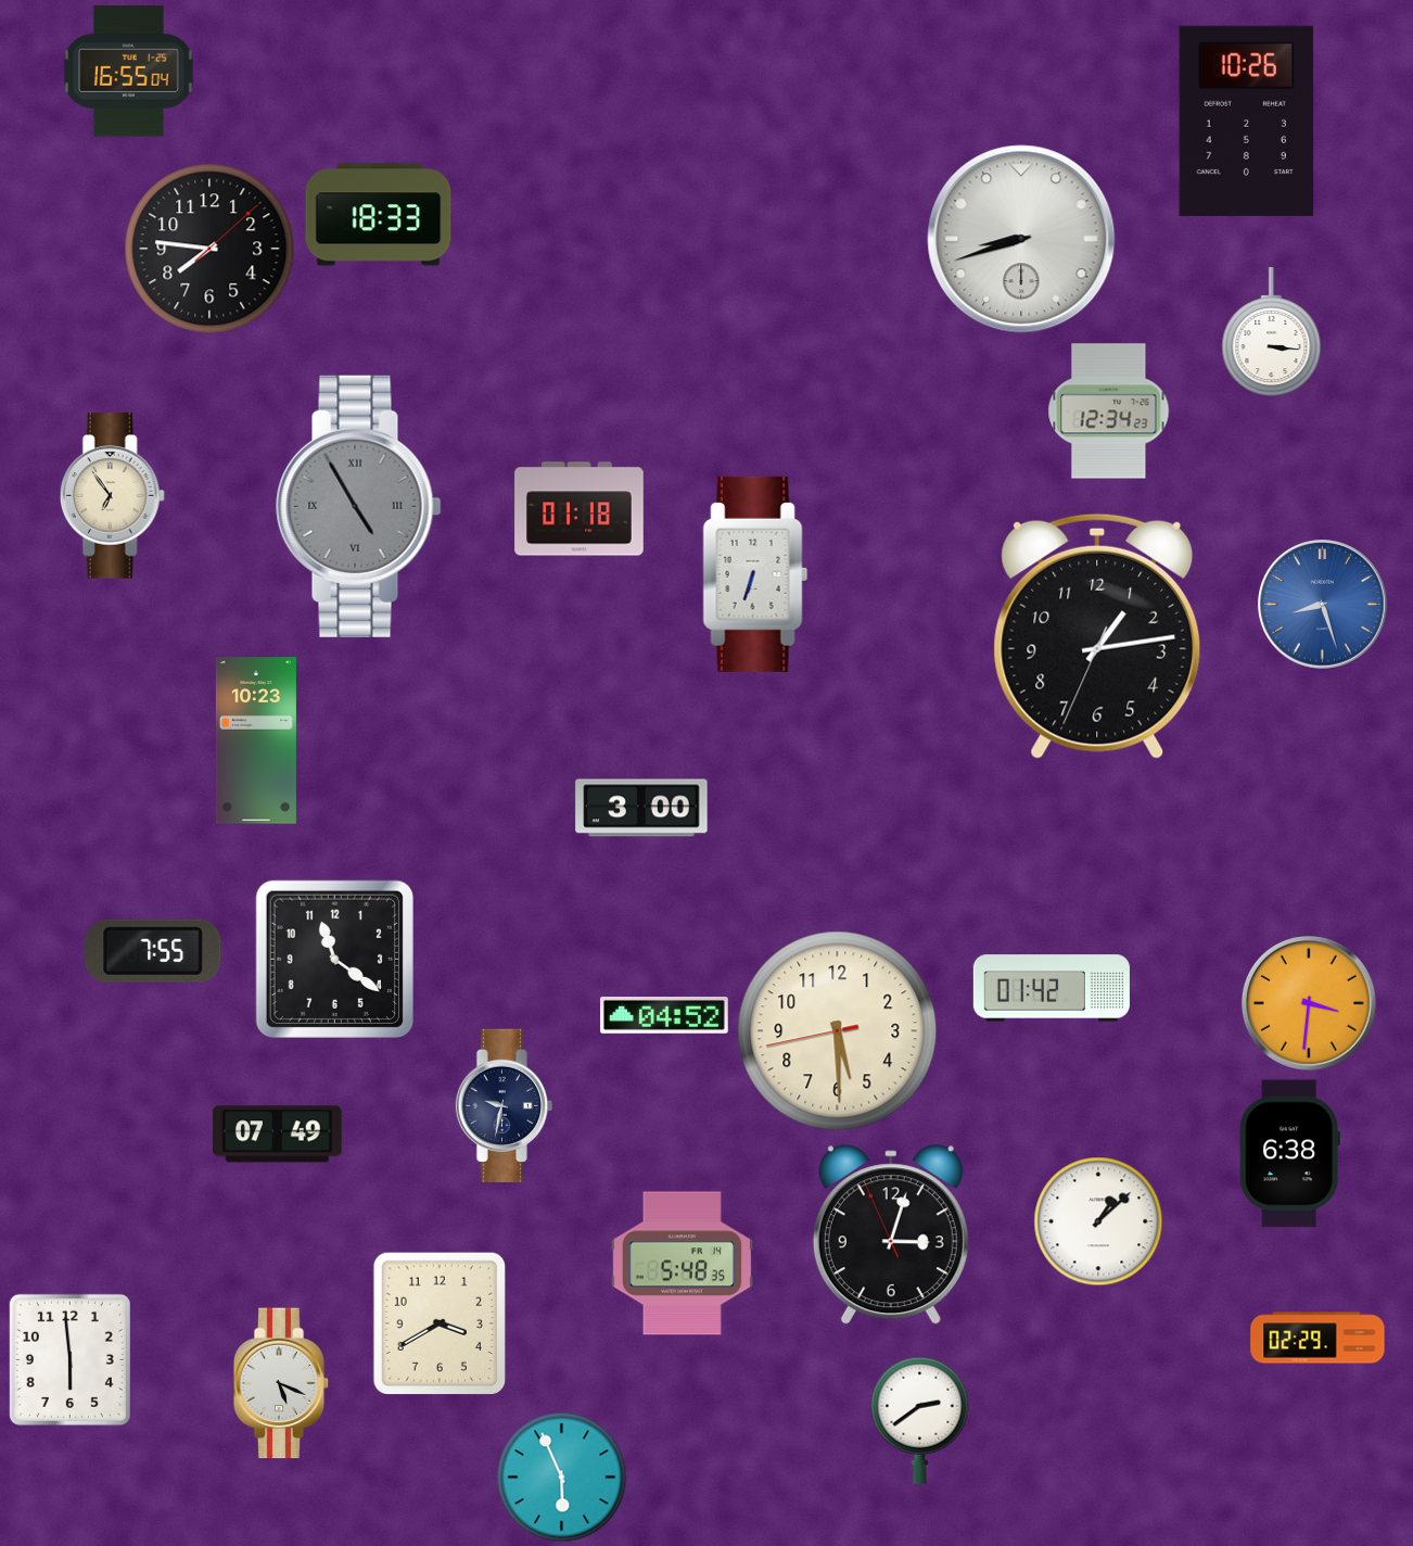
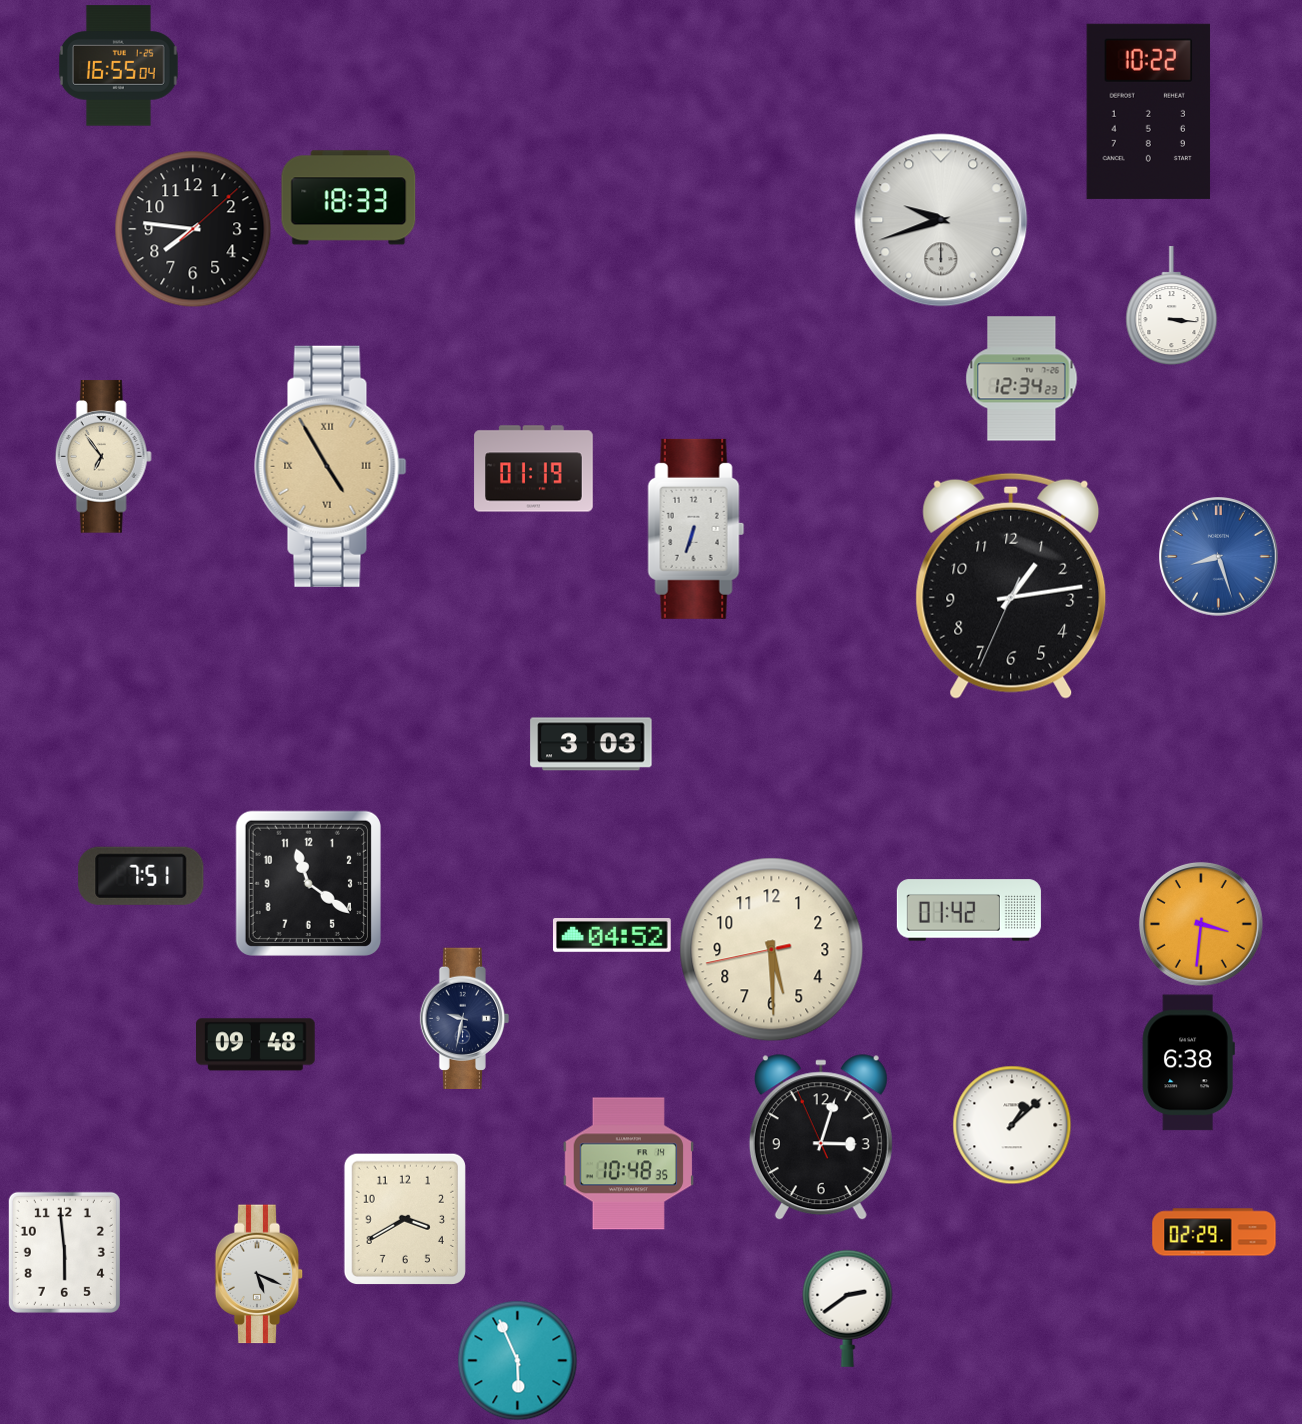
clock at (1247, 121): 10:26 -> 10:22
clock at (1021, 239): 8:42 -> 9:42
clock at (359, 506) dial: grey -> champagne
clock at (580, 509): 01:18 -> 01:19
clock at (256, 740): 10:23 -> none
clock at (641, 808): 3:00 -> 3:03
clock at (153, 951): 7:55 -> 7:51
clock at (1309, 1003) position: (1309, 1003) -> (1201, 924)
clock at (278, 1135): 07:49 -> 09:48
clock at (682, 1264): 5:48 -> 10:48
